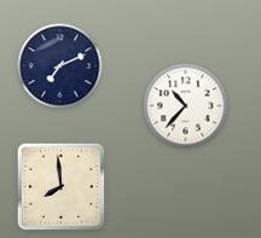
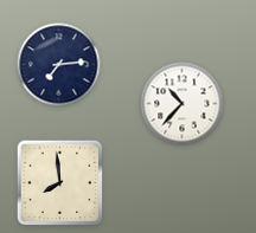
clock at (60, 66): 7:11 -> 7:14
